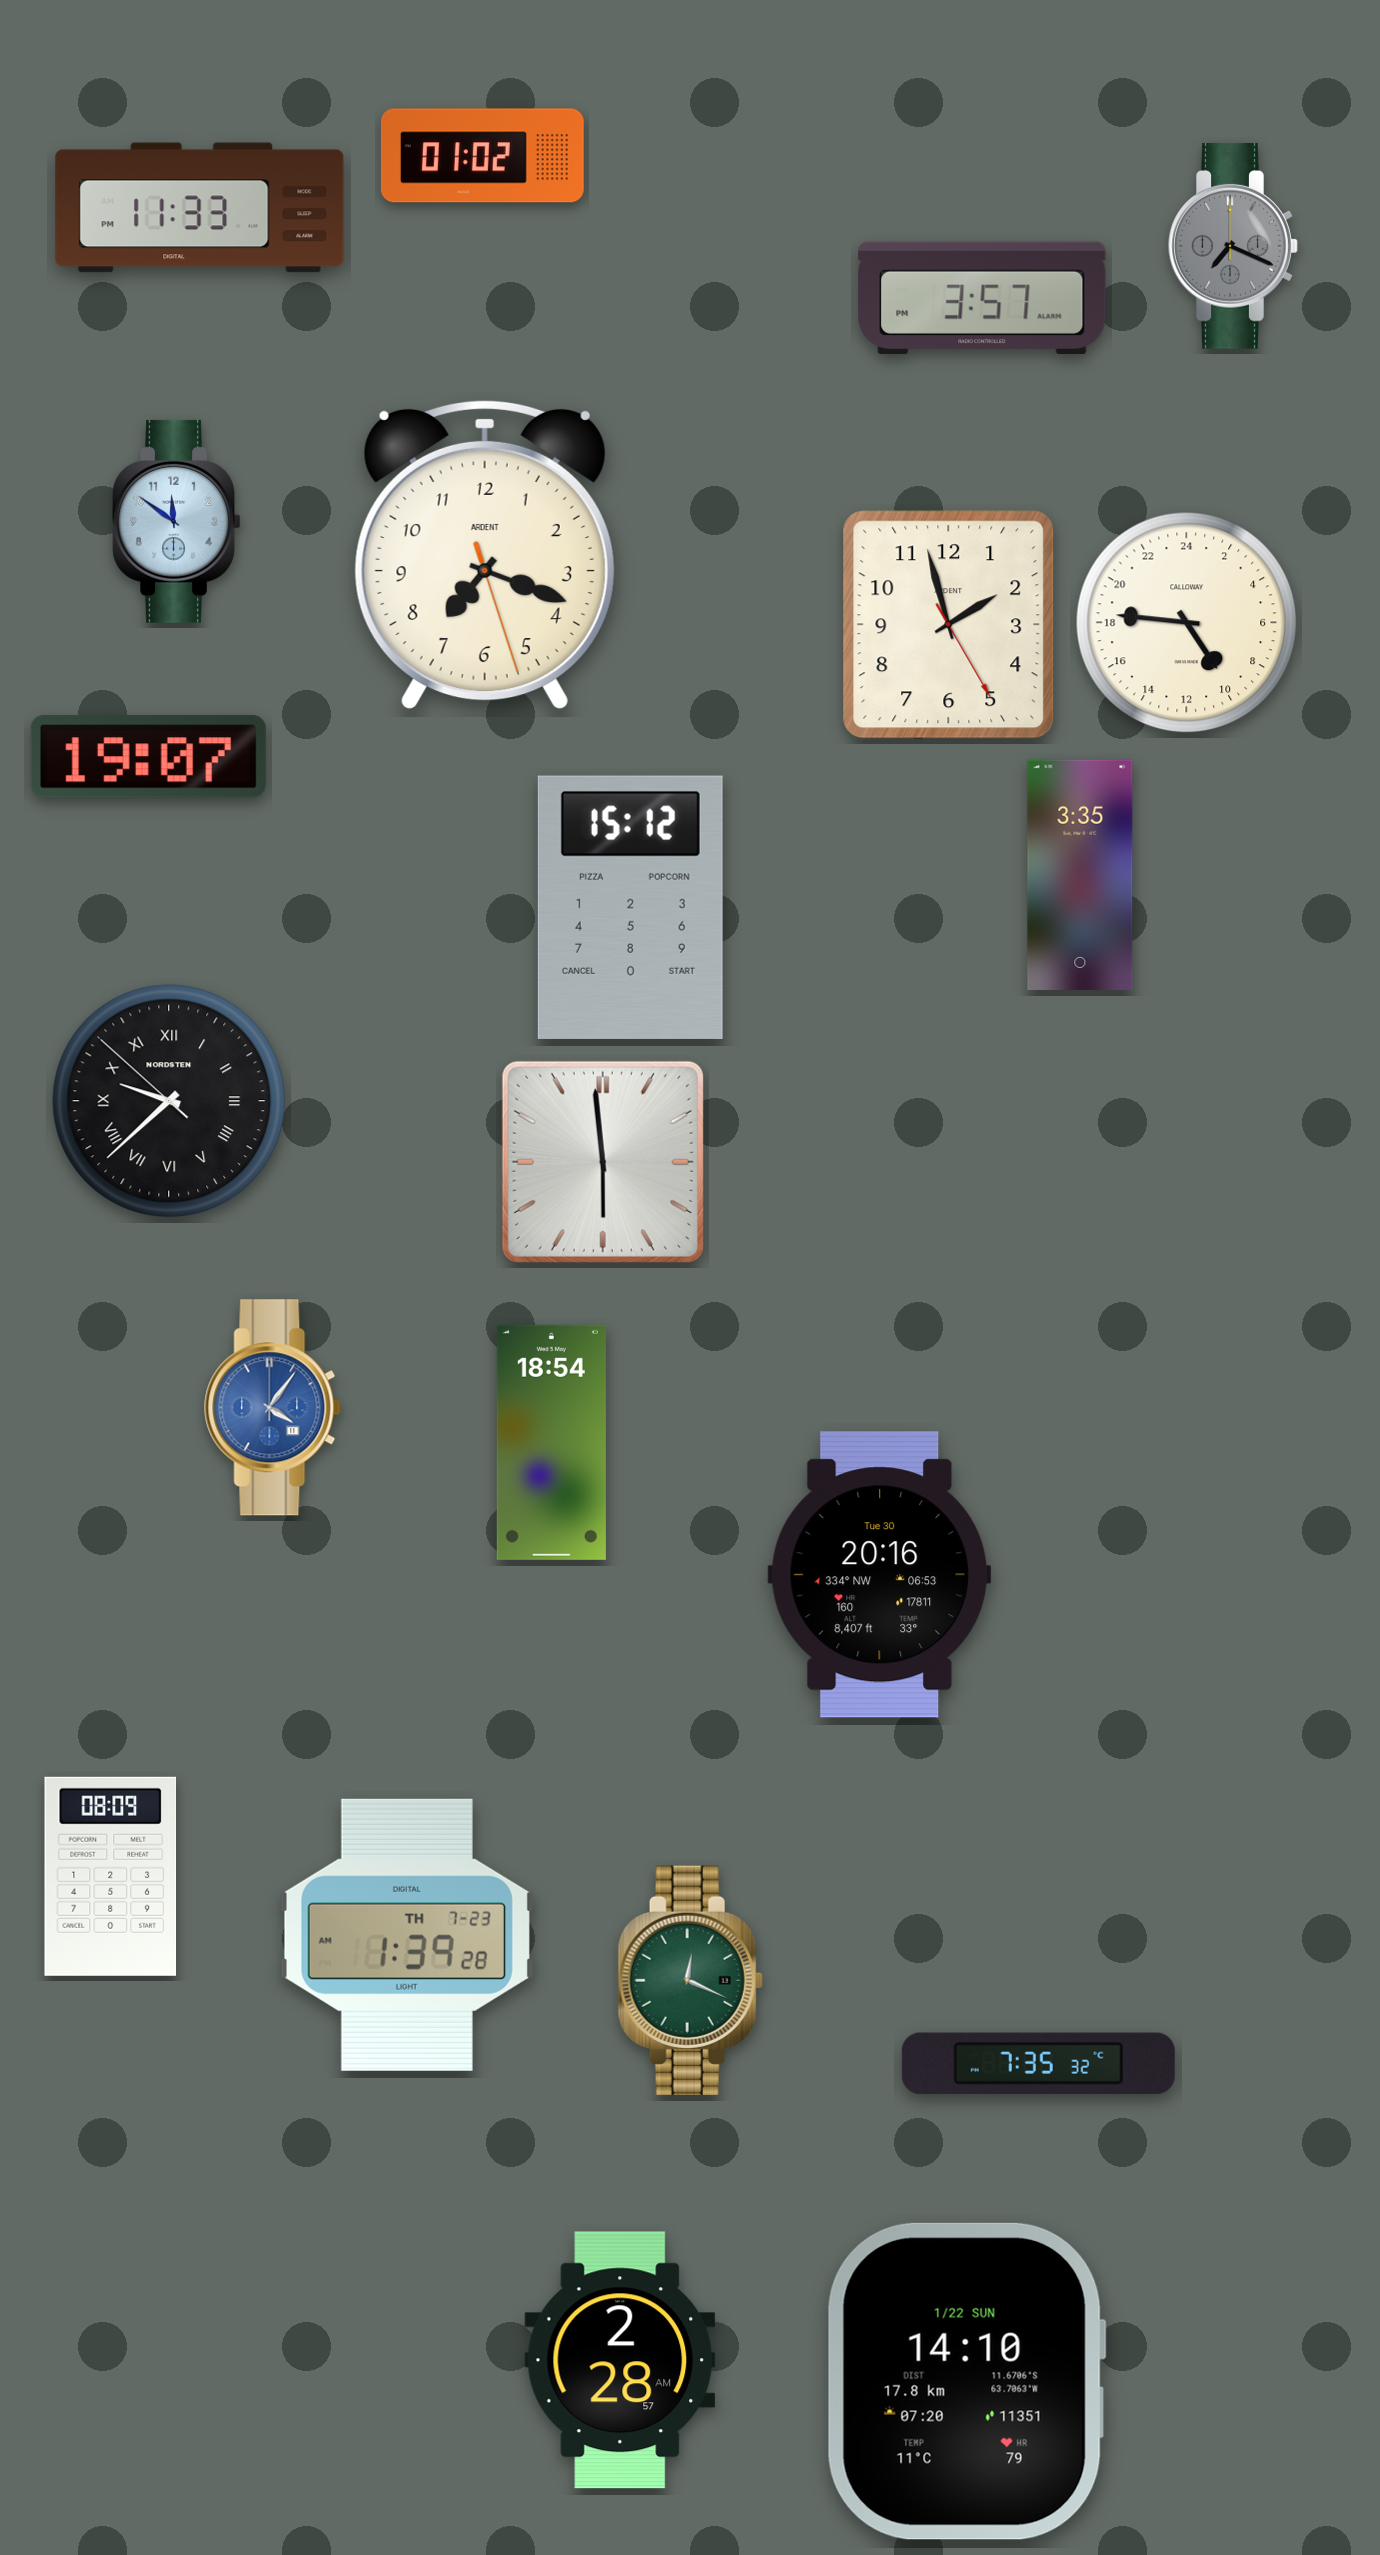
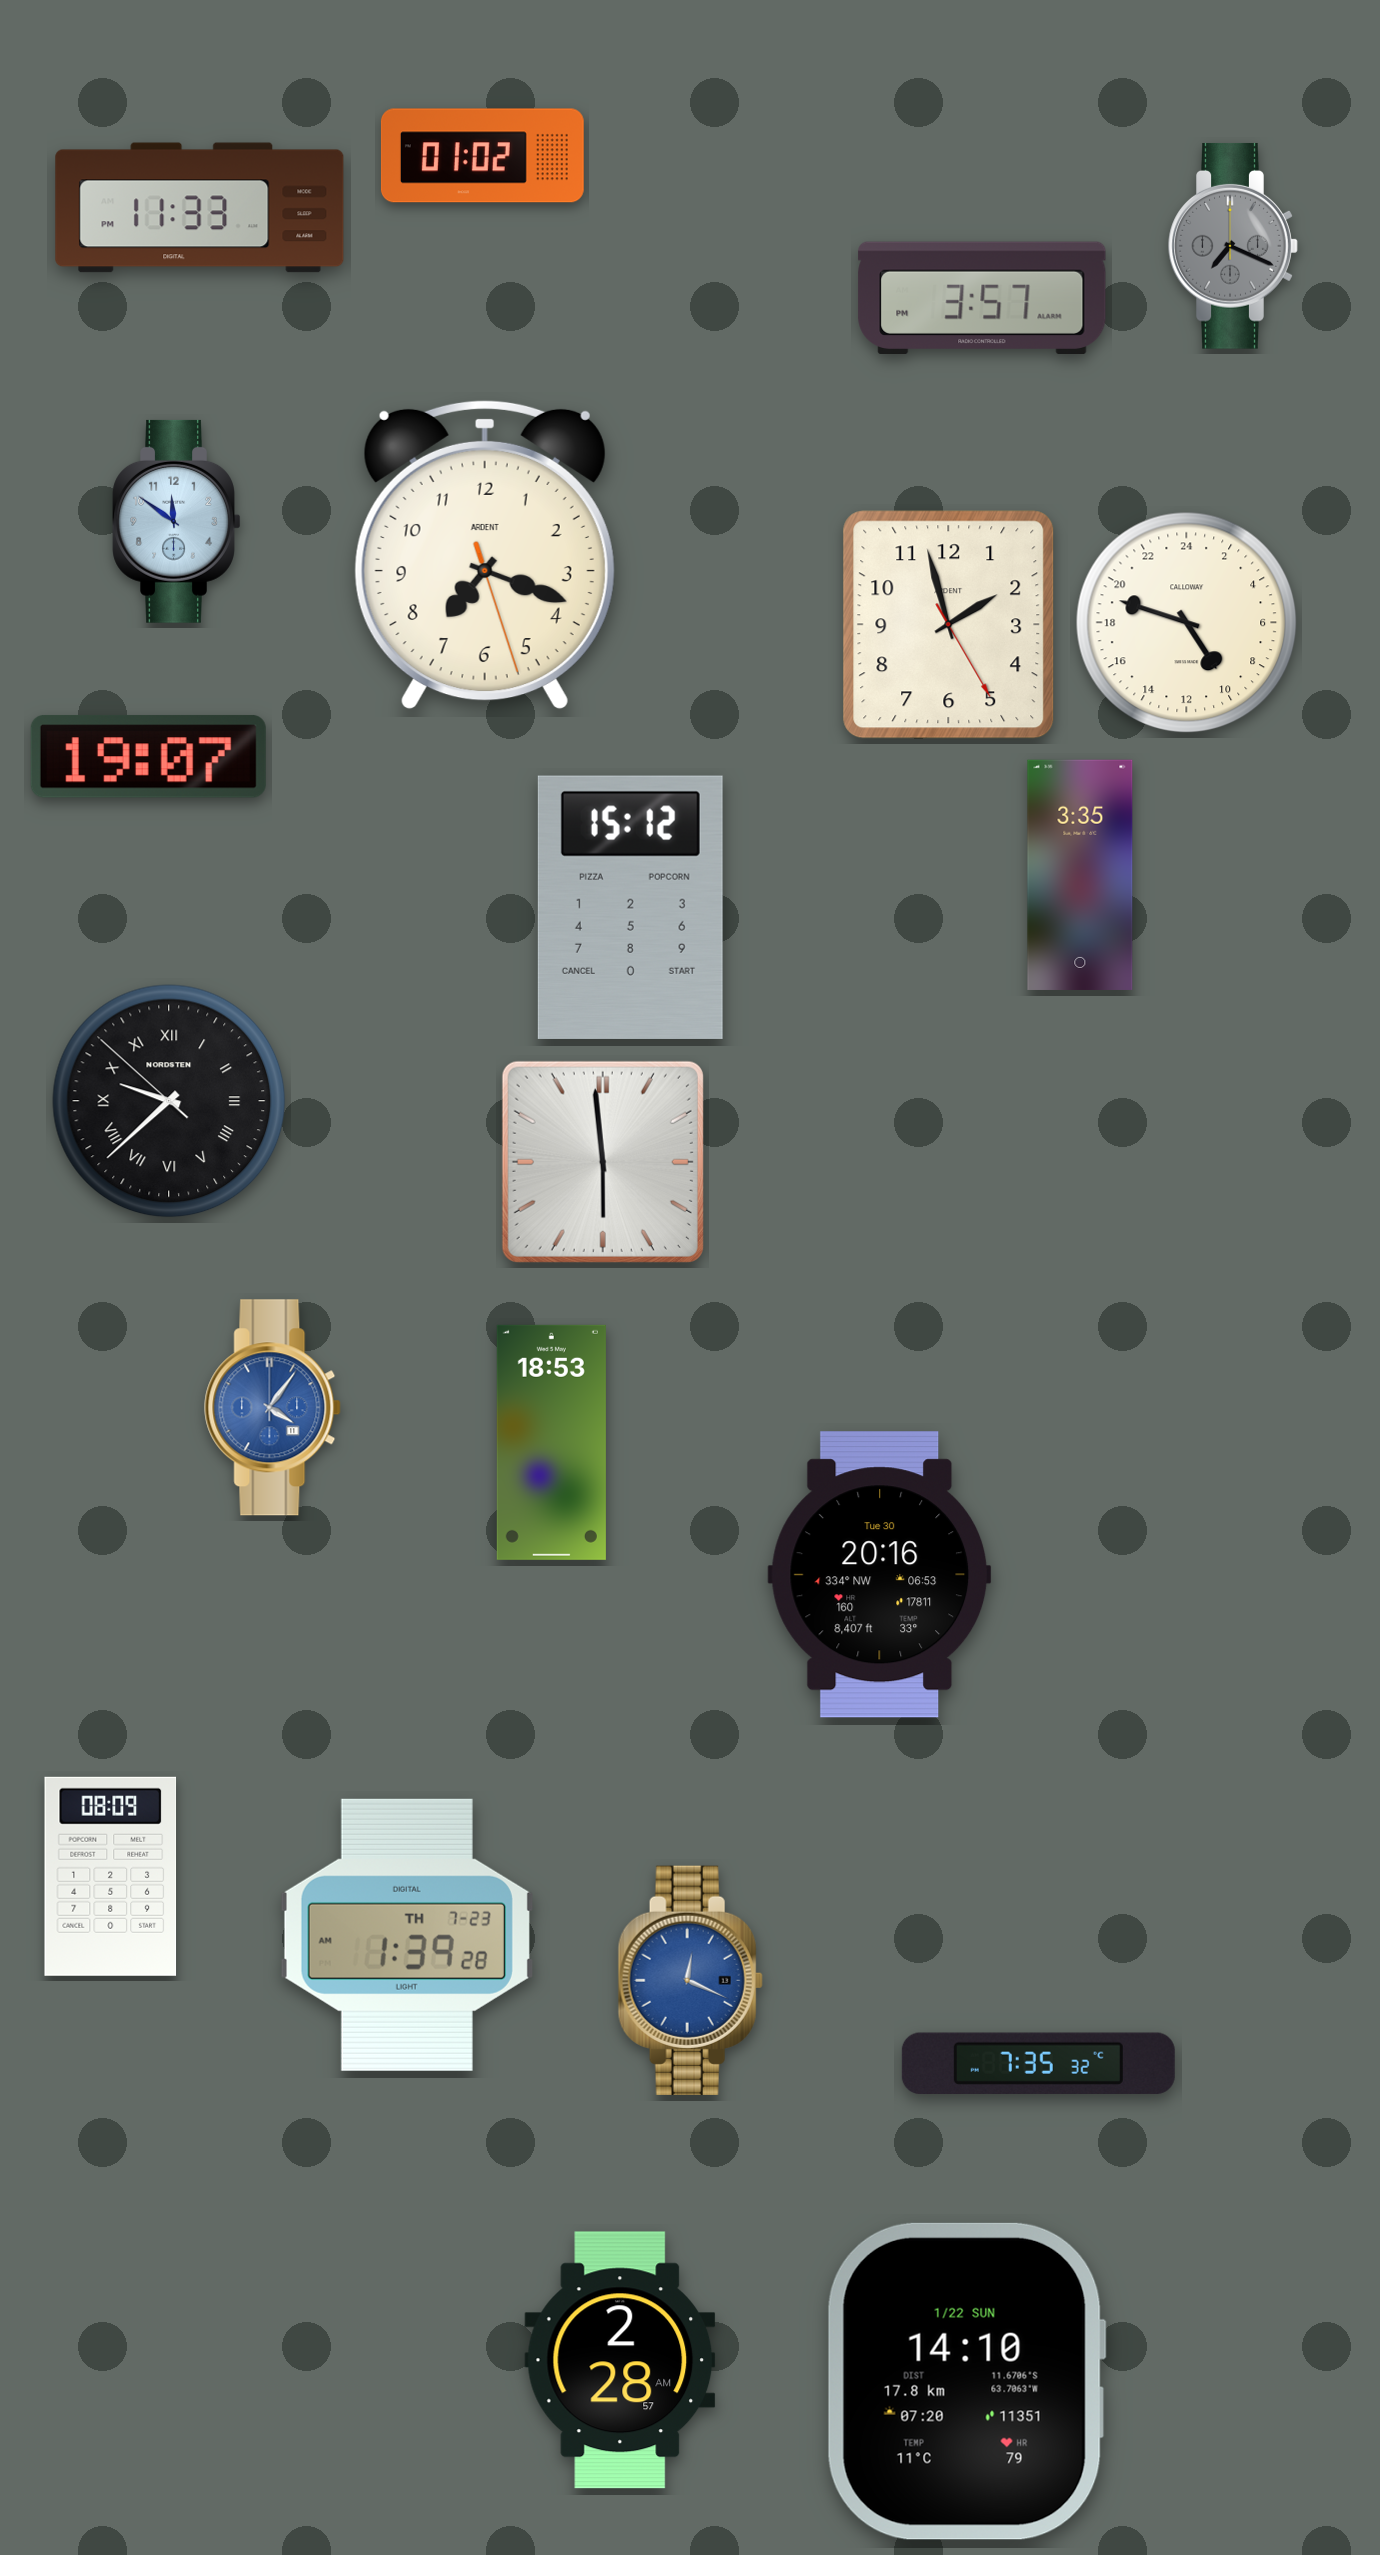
clock at (1187, 623): 9:46 -> 9:48
clock at (551, 1442): 18:54 -> 18:53
clock at (690, 1980) dial: green -> blue
